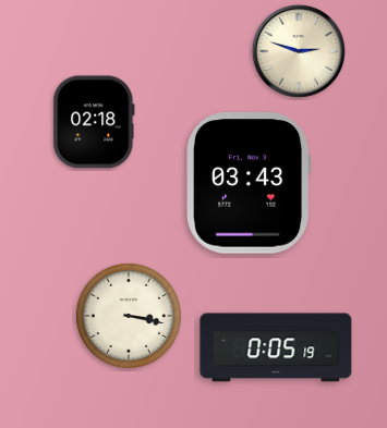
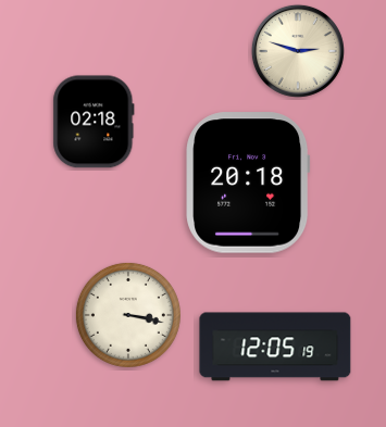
clock at (249, 183): 03:43 -> 20:18
clock at (276, 347): 0:05 -> 12:05
